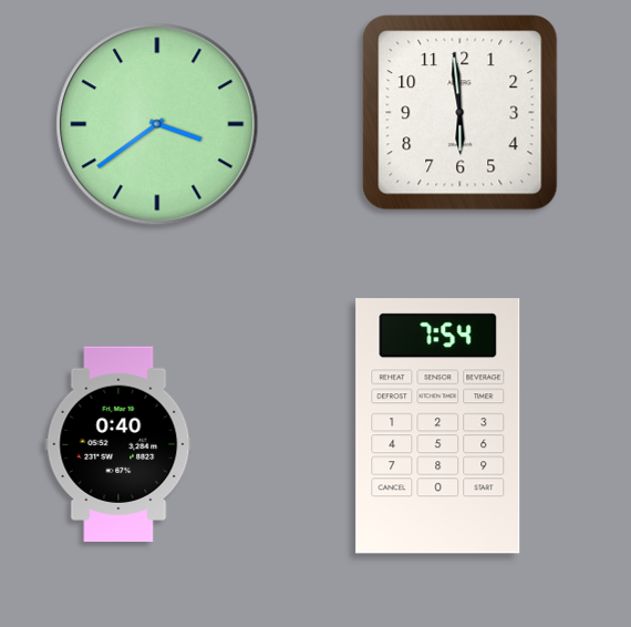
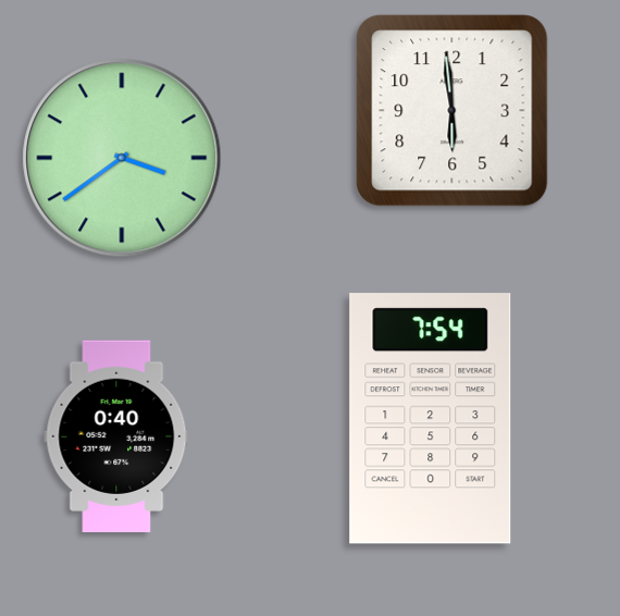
clock at (157, 124) position: (157, 124) -> (122, 158)
